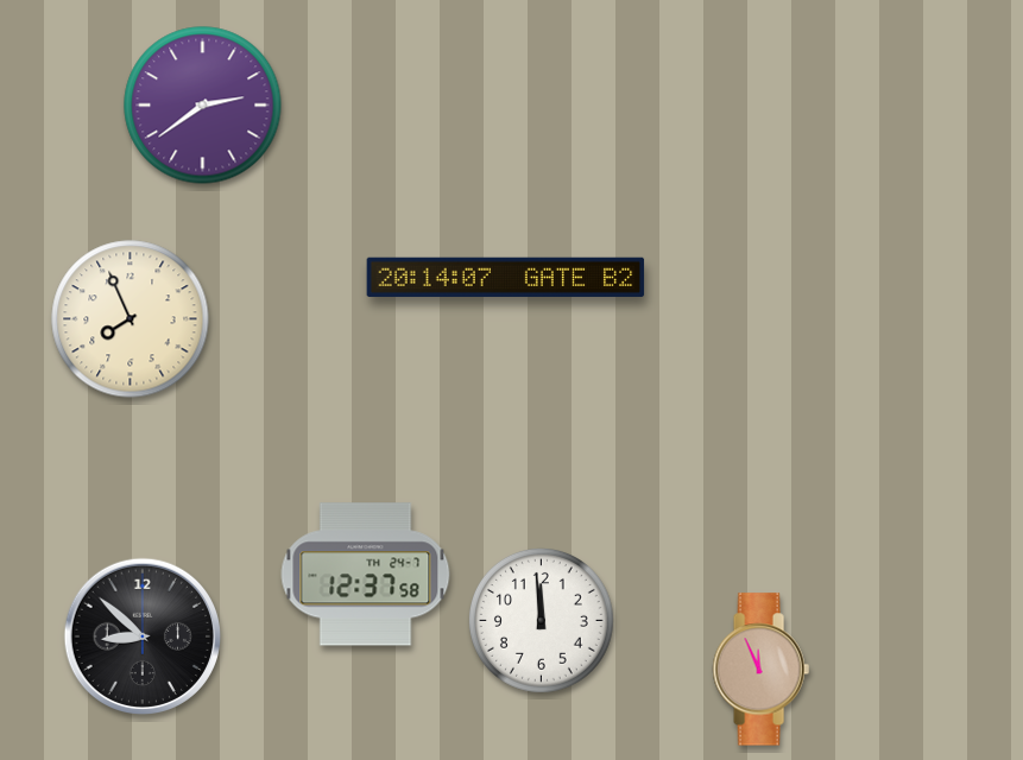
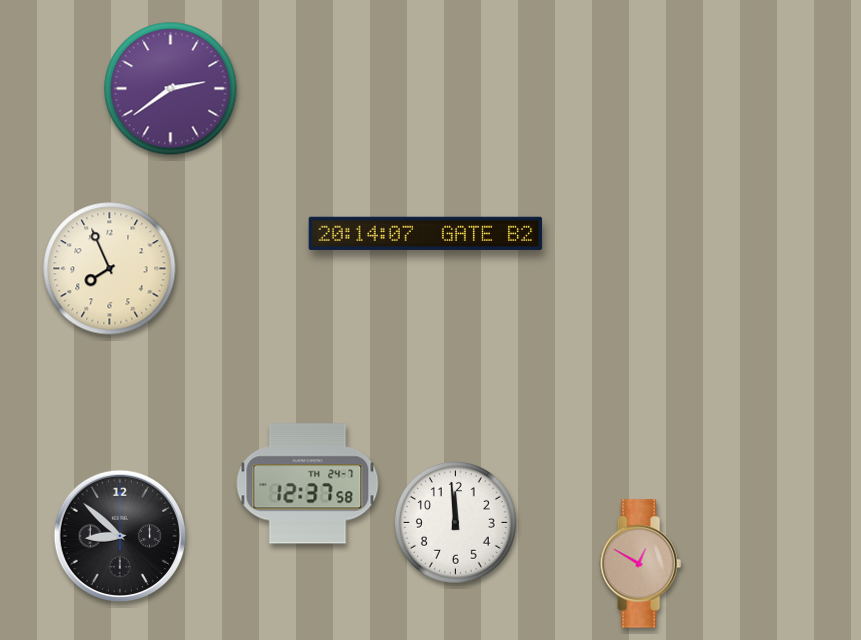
clock at (760, 670): 11:56 -> 12:50
